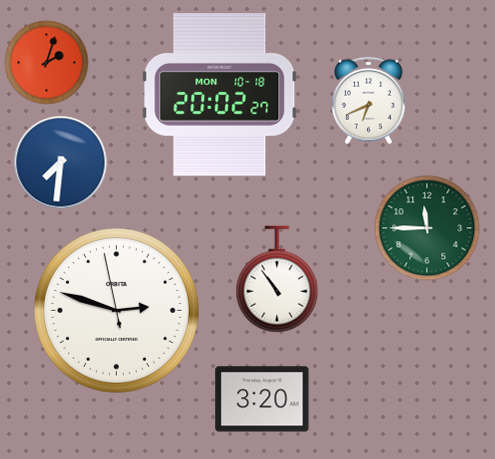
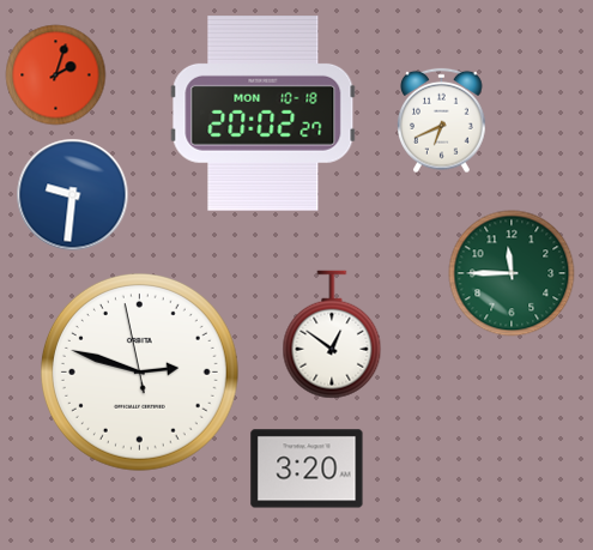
clock at (61, 163): 7:31 -> 9:31
clock at (277, 279): 10:54 -> 12:51
clock at (262, 399) position: (262, 399) -> (307, 469)
